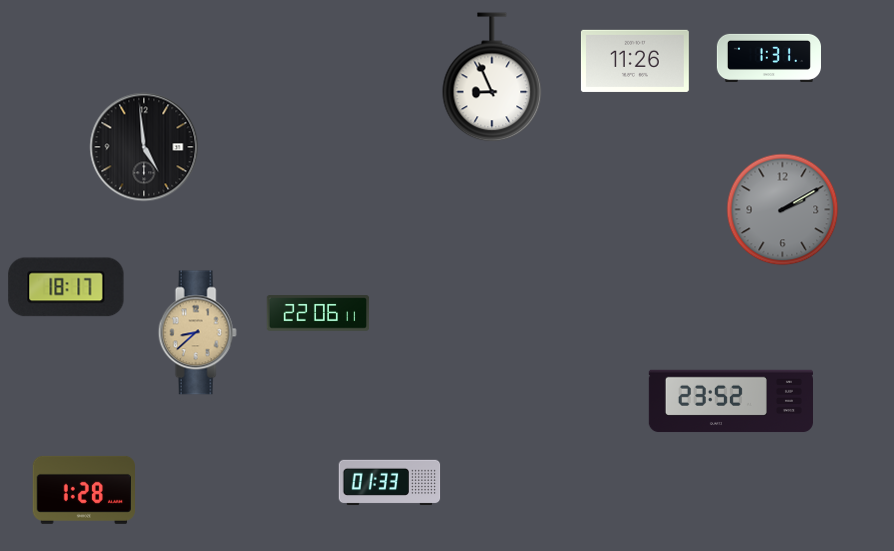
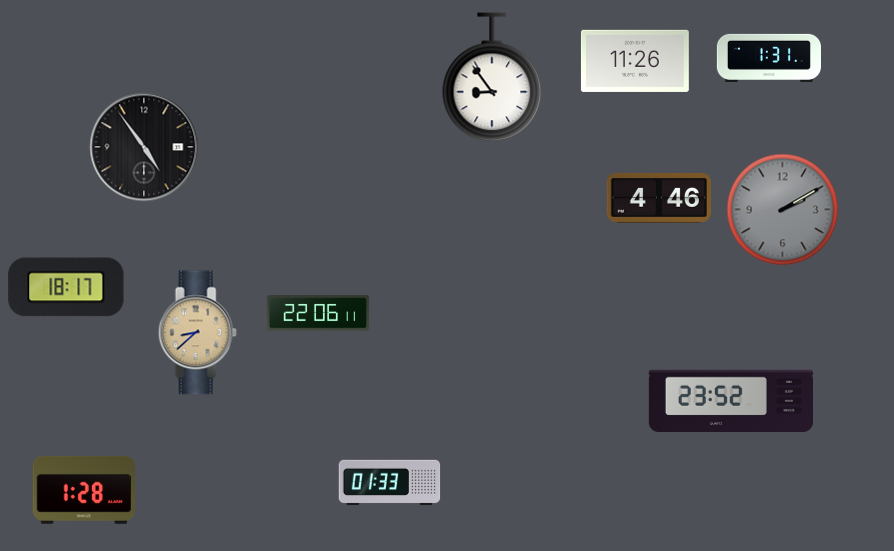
clock at (492, 77): 8:56 -> 8:54
clock at (144, 147): 4:59 -> 4:54
clock at (659, 198): none -> 4:46
